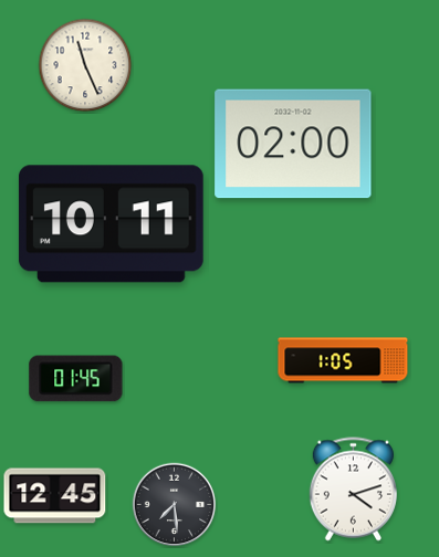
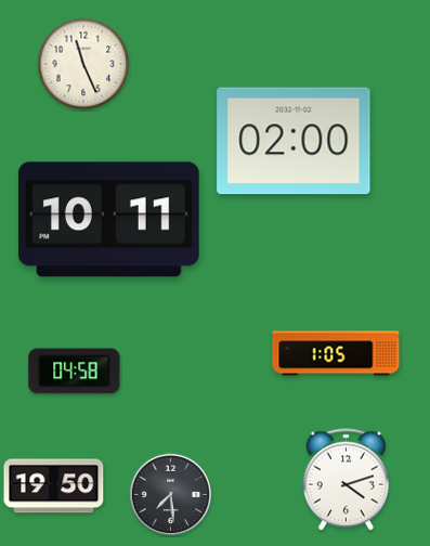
clock at (293, 144) position: (293, 144) -> (294, 141)
clock at (76, 379): 01:45 -> 04:58
clock at (55, 496): 12:45 -> 19:50
